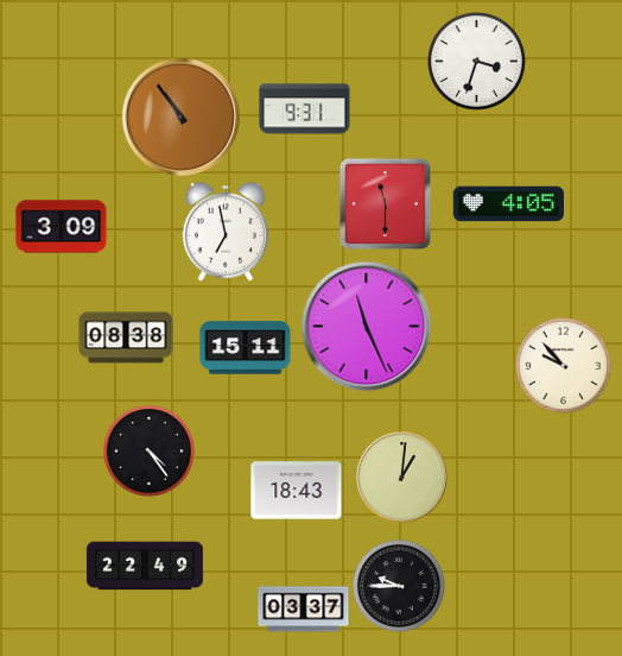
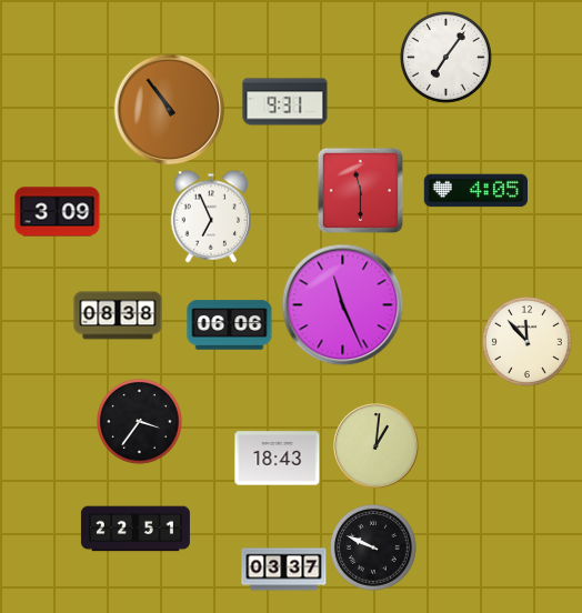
clock at (476, 61): 3:33 -> 7:06
clock at (226, 232): 6:58 -> 6:56
clock at (246, 348): 15:11 -> 06:06
clock at (563, 365): 9:53 -> 11:53
clock at (150, 452): 4:24 -> 3:36
clock at (145, 566): 22:49 -> 22:51
clock at (400, 587): 9:45 -> 9:49
